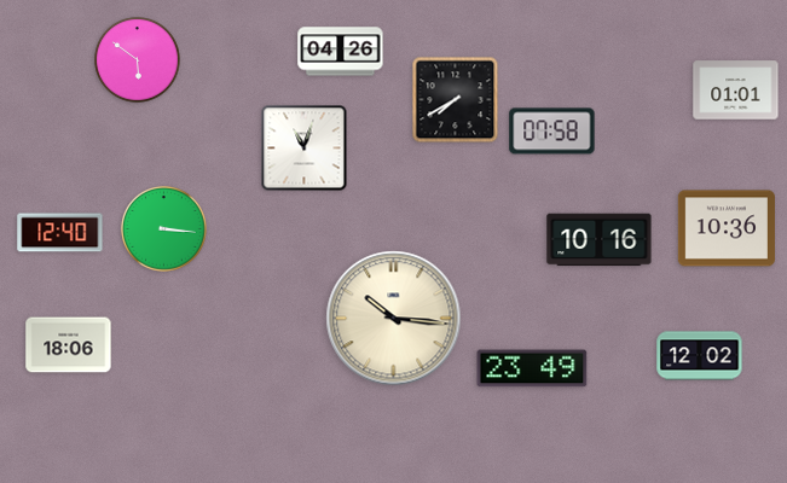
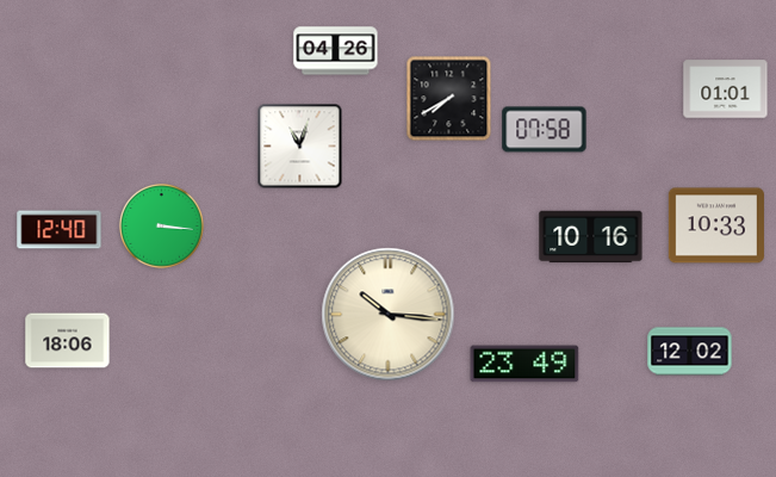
clock at (138, 60): 5:51 -> none
clock at (727, 228): 10:36 -> 10:33
